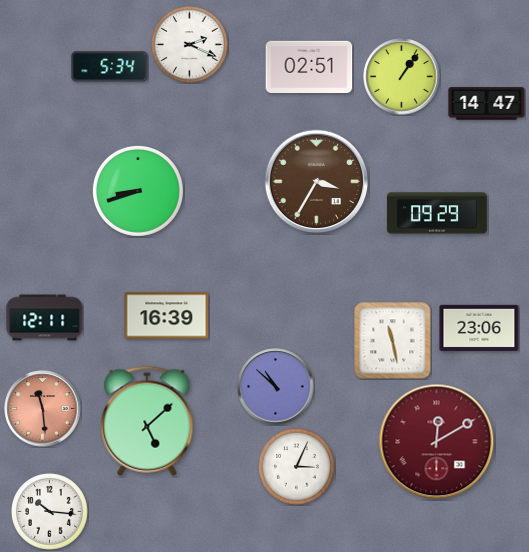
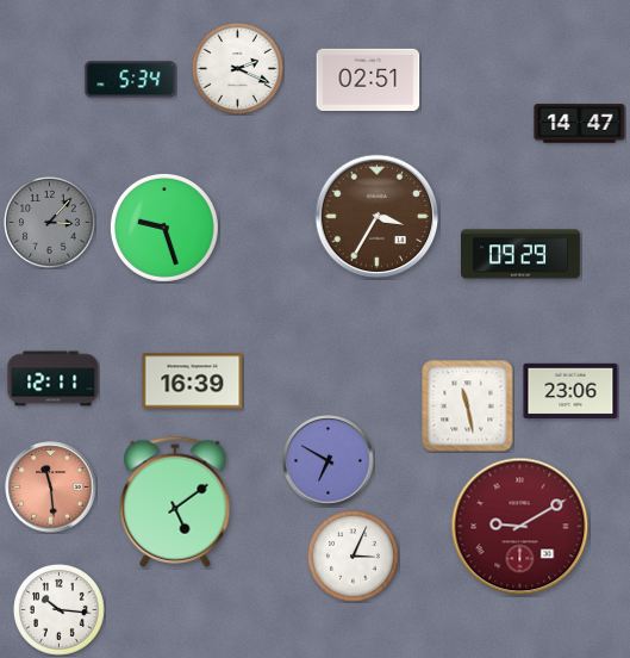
clock at (190, 45) position: (190, 45) -> (238, 69)
clock at (402, 77): 1:06 -> none
clock at (50, 223): none -> 3:07
clock at (138, 191): 8:42 -> 9:27
clock at (167, 316) position: (167, 316) -> (193, 381)
clock at (276, 387): 10:52 -> 6:50
clock at (147, 421): 5:08 -> 5:09
clock at (437, 442): 12:10 -> 9:10
